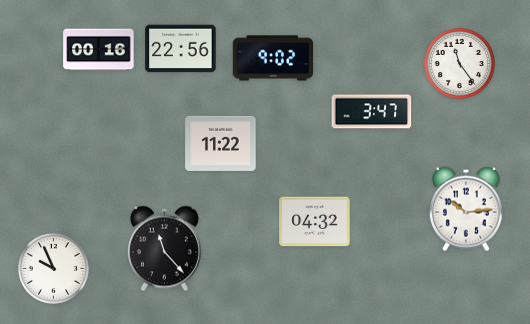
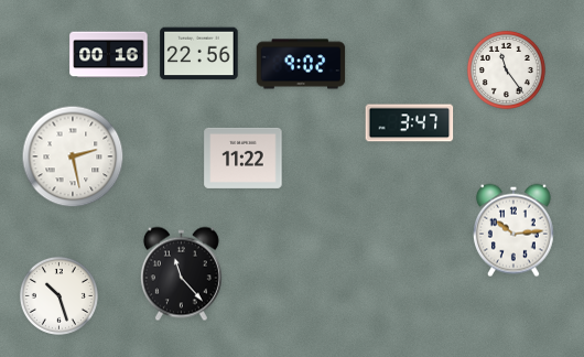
clock at (73, 156): none -> 2:28
clock at (315, 222): 04:32 -> none
clock at (53, 268): 9:56 -> 10:27
